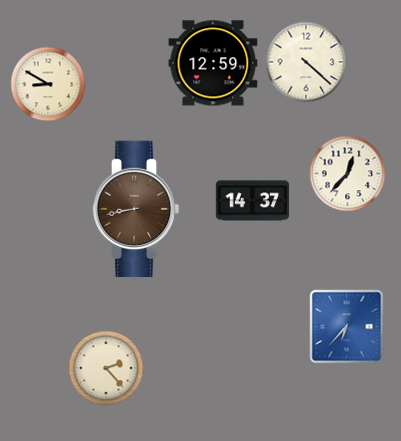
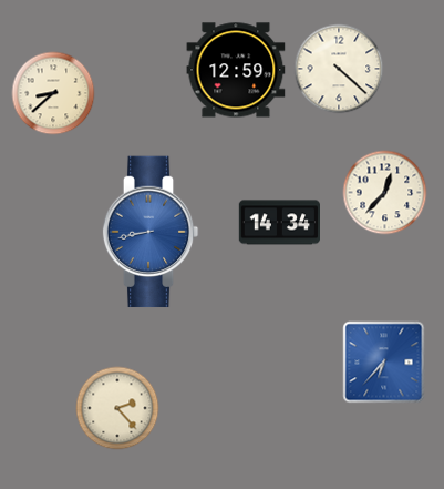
clock at (48, 84): 8:50 -> 8:38
clock at (252, 201): 14:37 -> 14:34
clock at (136, 209) dial: brown -> blue
